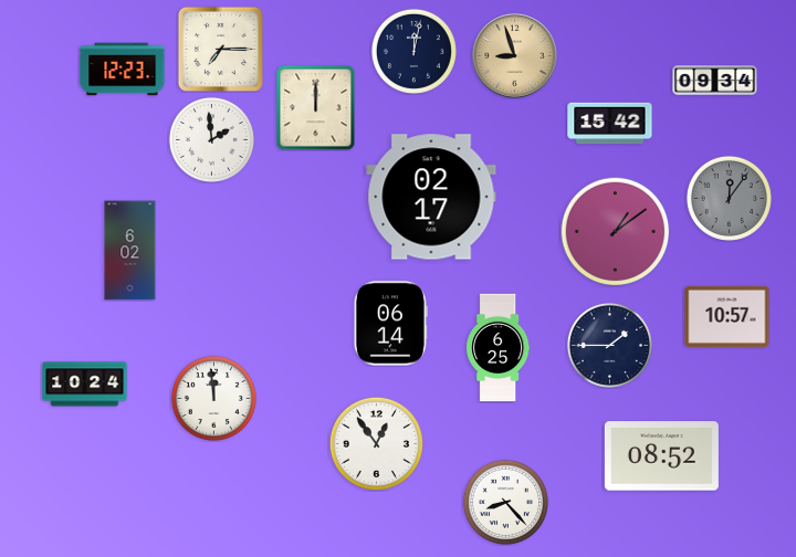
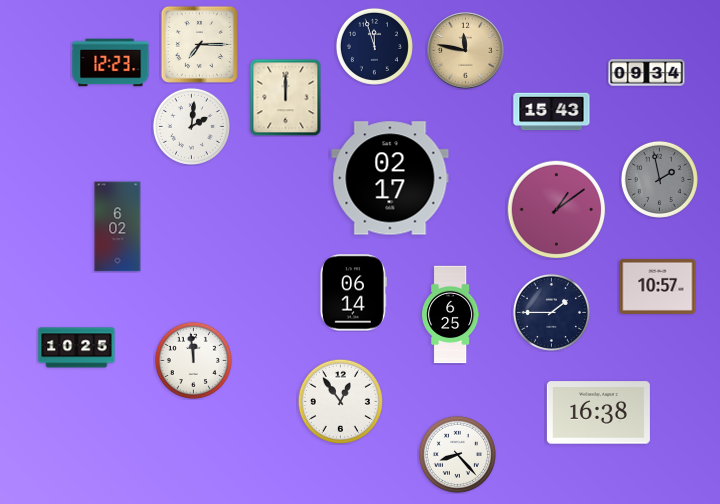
clock at (413, 51): 12:02 -> 11:57
clock at (515, 56): 8:57 -> 11:47
clock at (610, 124): 15:42 -> 15:43
clock at (211, 139): 1:59 -> 2:01
clock at (729, 198): 12:06 -> 1:58
clock at (85, 385): 10:24 -> 10:25
clock at (661, 456): 08:52 -> 16:38
